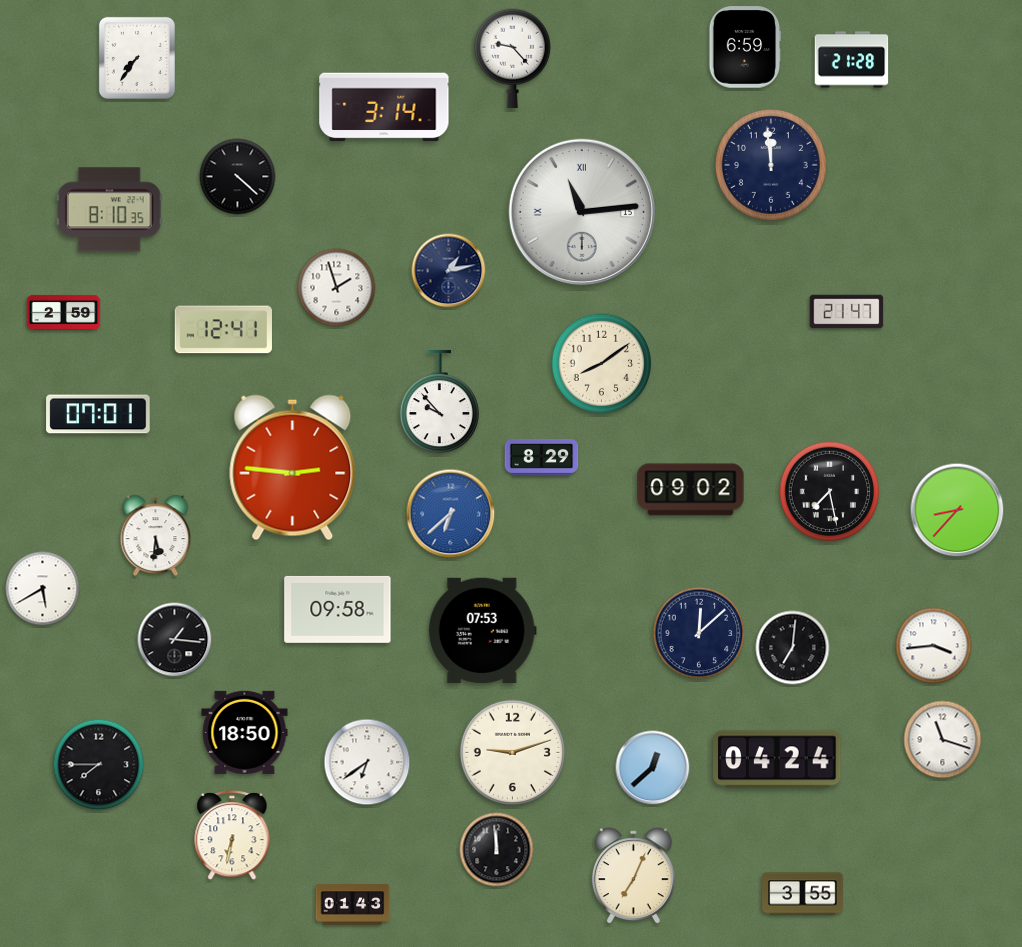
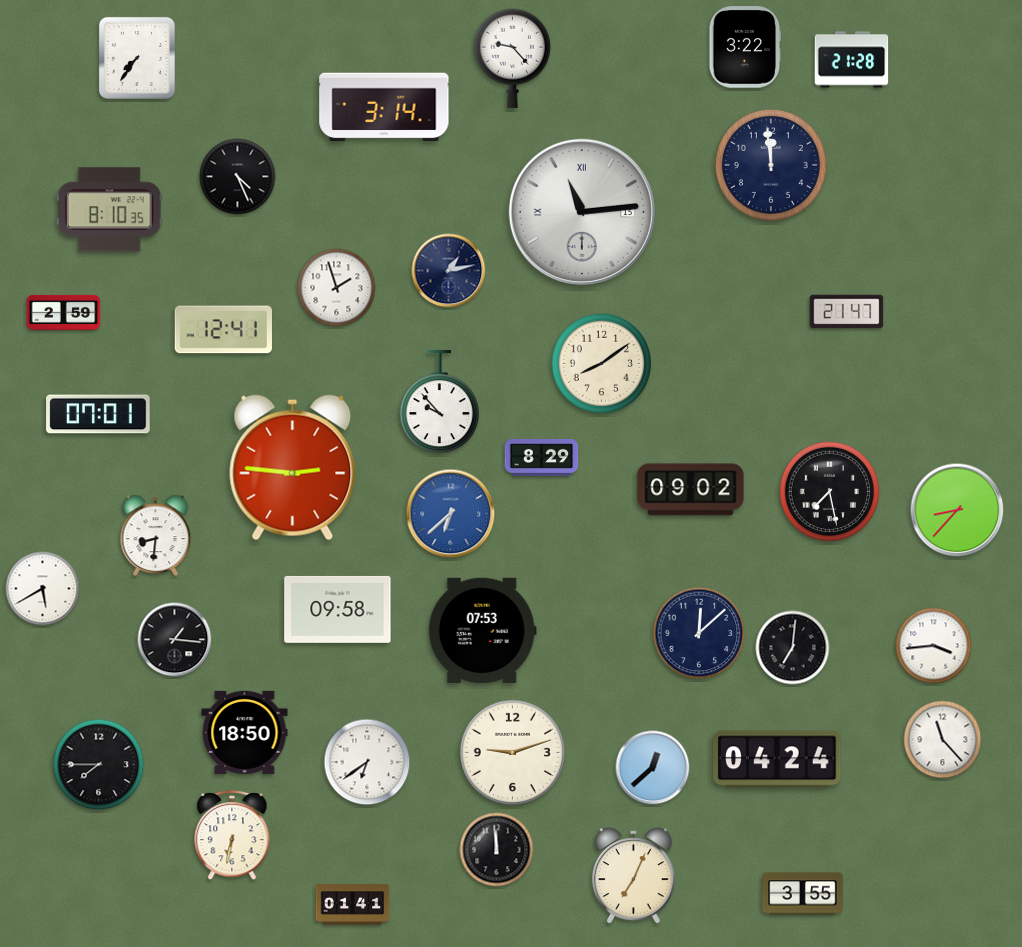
clock at (745, 47): 6:59 -> 3:22
clock at (238, 177): 4:22 -> 4:26
clock at (156, 536): 5:31 -> 8:31
clock at (943, 740): 11:18 -> 11:23
clock at (353, 905): 01:43 -> 01:41
